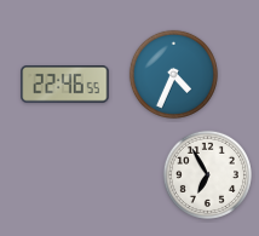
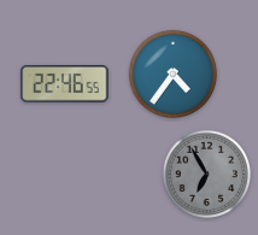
clock at (173, 74): 4:34 -> 4:36
clock at (207, 174) dial: white -> grey
